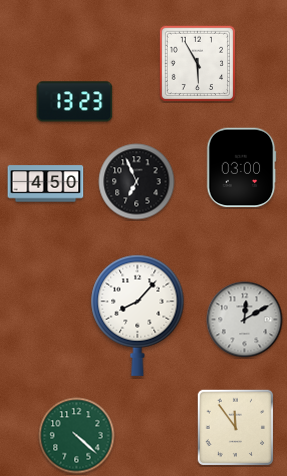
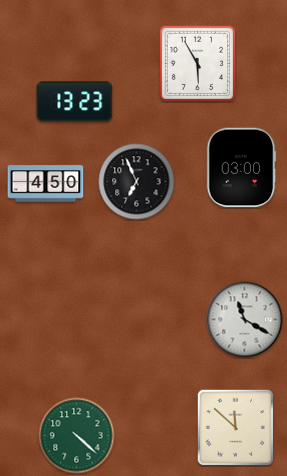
clock at (138, 315): 8:07 -> none
clock at (245, 320): 12:10 -> 11:20
clock at (235, 427): 11:54 -> 11:52
